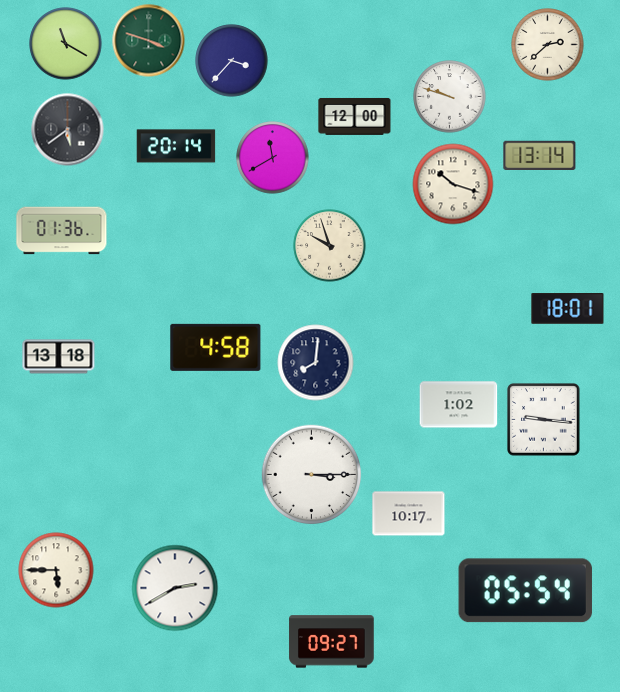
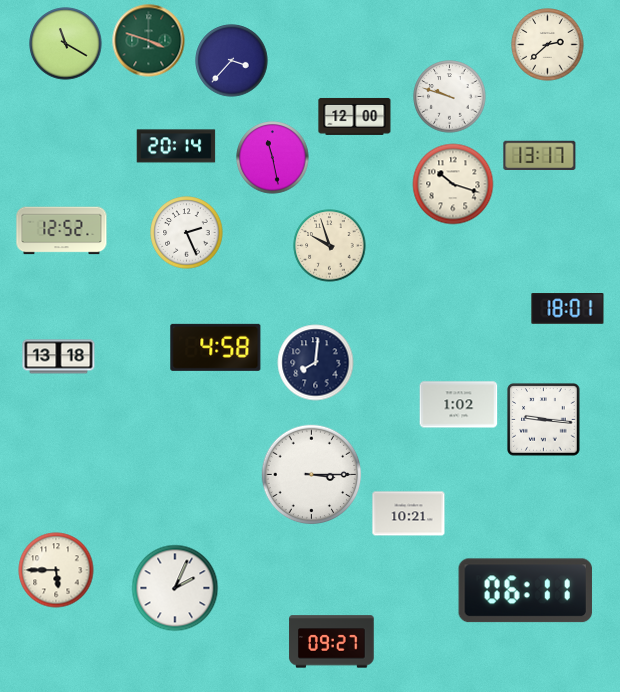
clock at (68, 130): 5:39 -> none
clock at (540, 155): 13:14 -> 13:17
clock at (273, 158): 11:40 -> 11:28
clock at (62, 231): 01:36 -> 12:52
clock at (187, 233): none -> 2:26
clock at (409, 514): 10:17 -> 10:21
clock at (175, 588): 2:40 -> 2:04
clock at (525, 591): 05:54 -> 06:11
